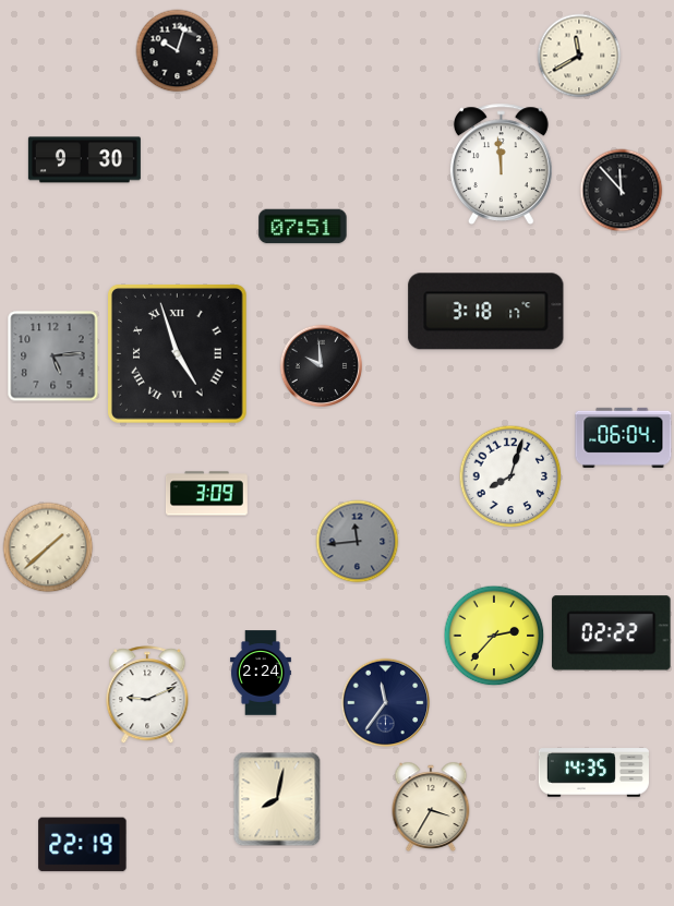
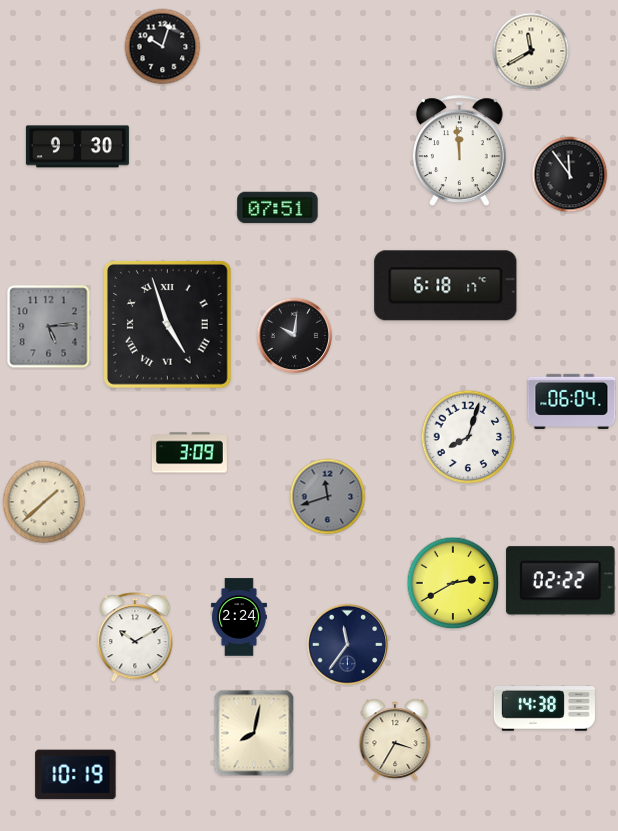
clock at (622, 191): 11:53 -> 11:54
clock at (486, 312): 3:18 -> 6:18
clock at (177, 353) position: (177, 353) -> (167, 324)
clock at (322, 366): 9:59 -> 10:01
clock at (358, 542): 11:44 -> 11:42
clock at (494, 636): 2:37 -> 2:40
clock at (147, 696): 9:11 -> 10:10
clock at (386, 703) position: (386, 703) -> (348, 645)
clock at (593, 773): 14:35 -> 14:38
clock at (83, 845): 22:19 -> 10:19
